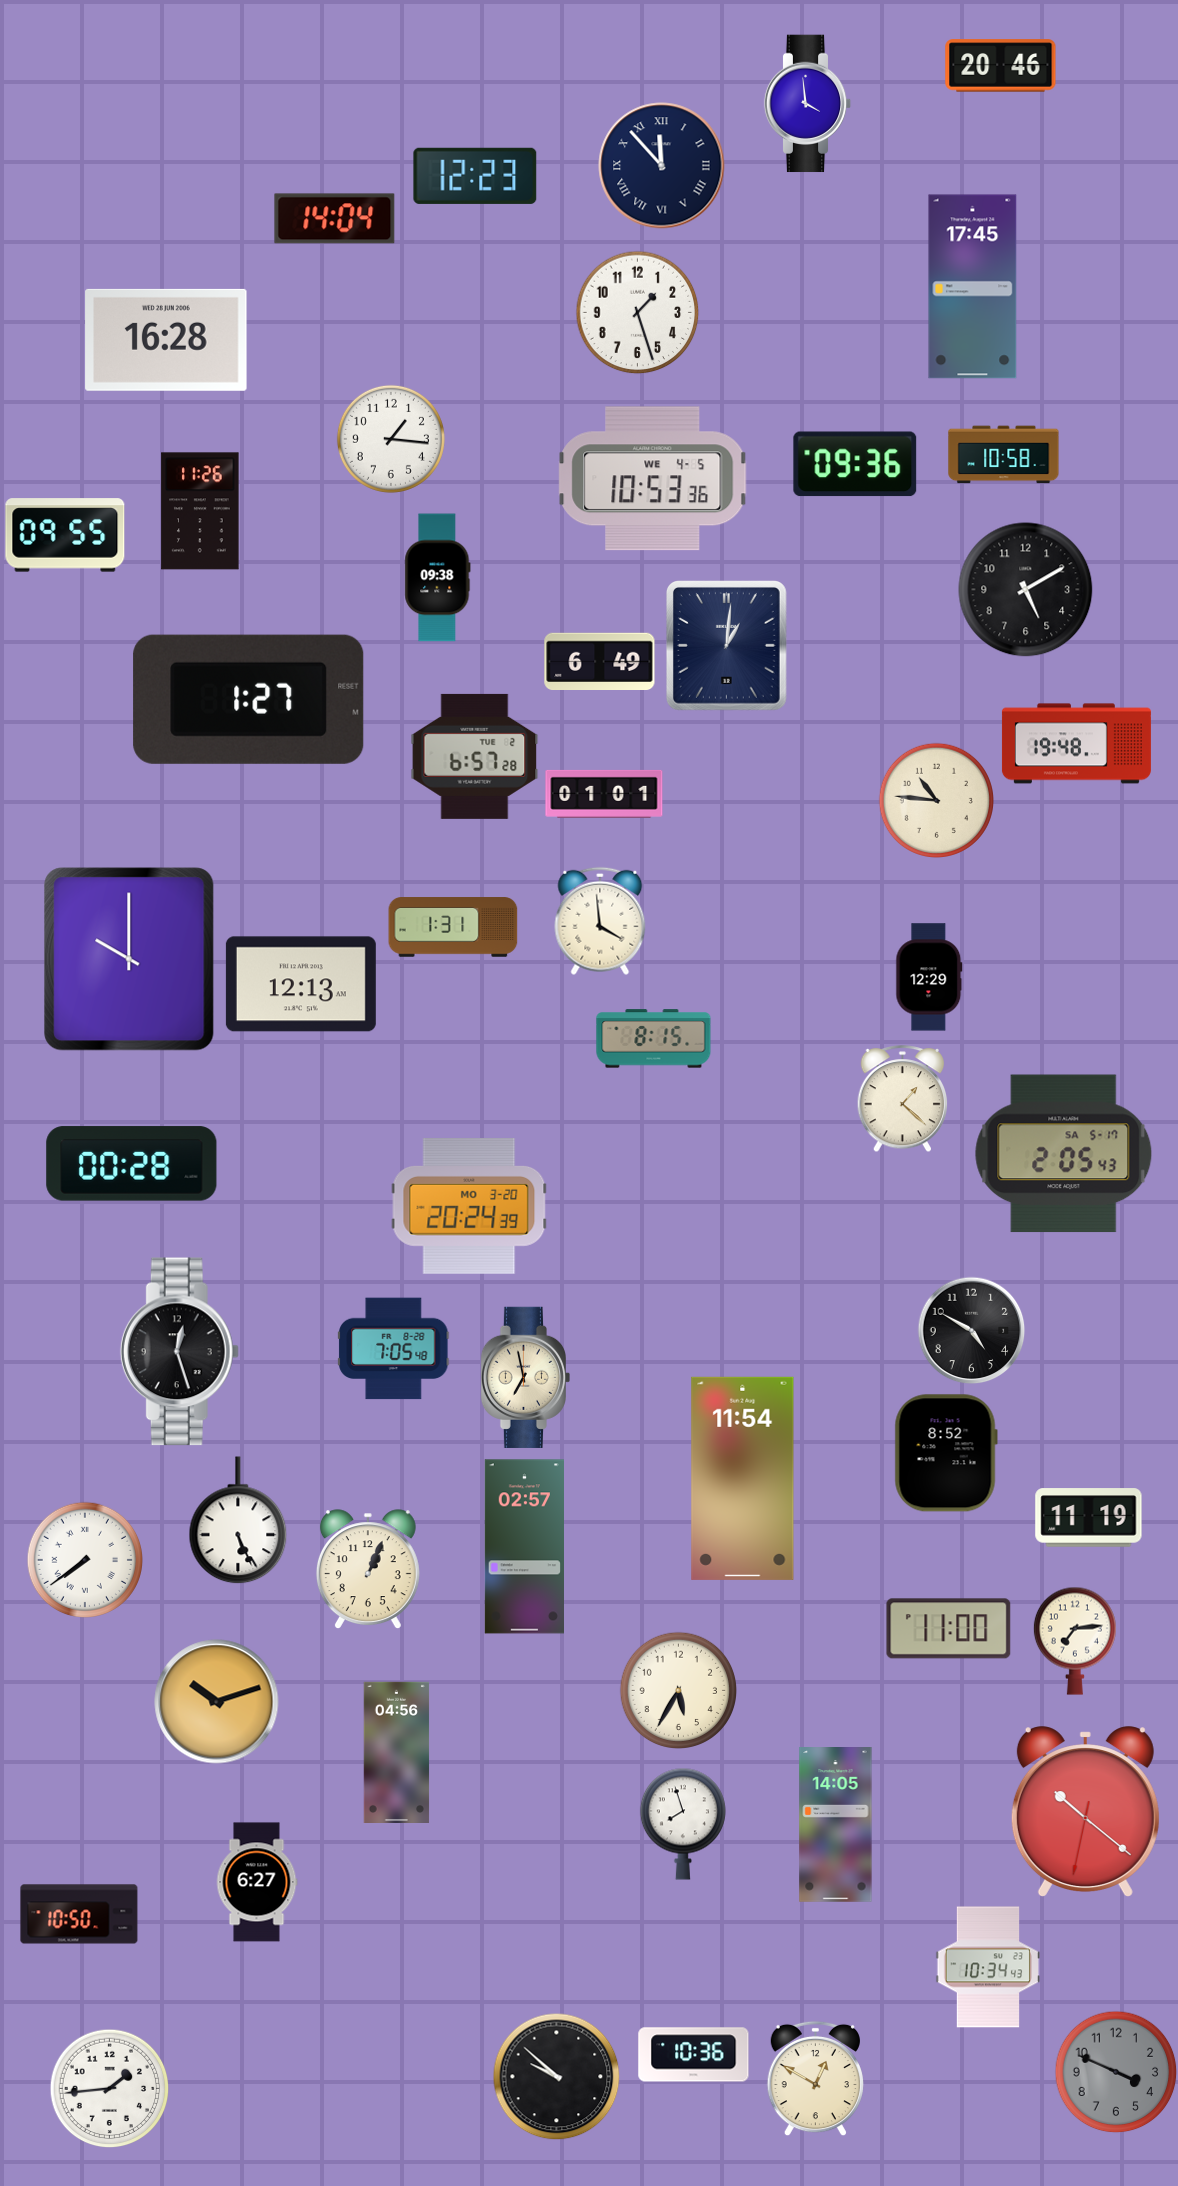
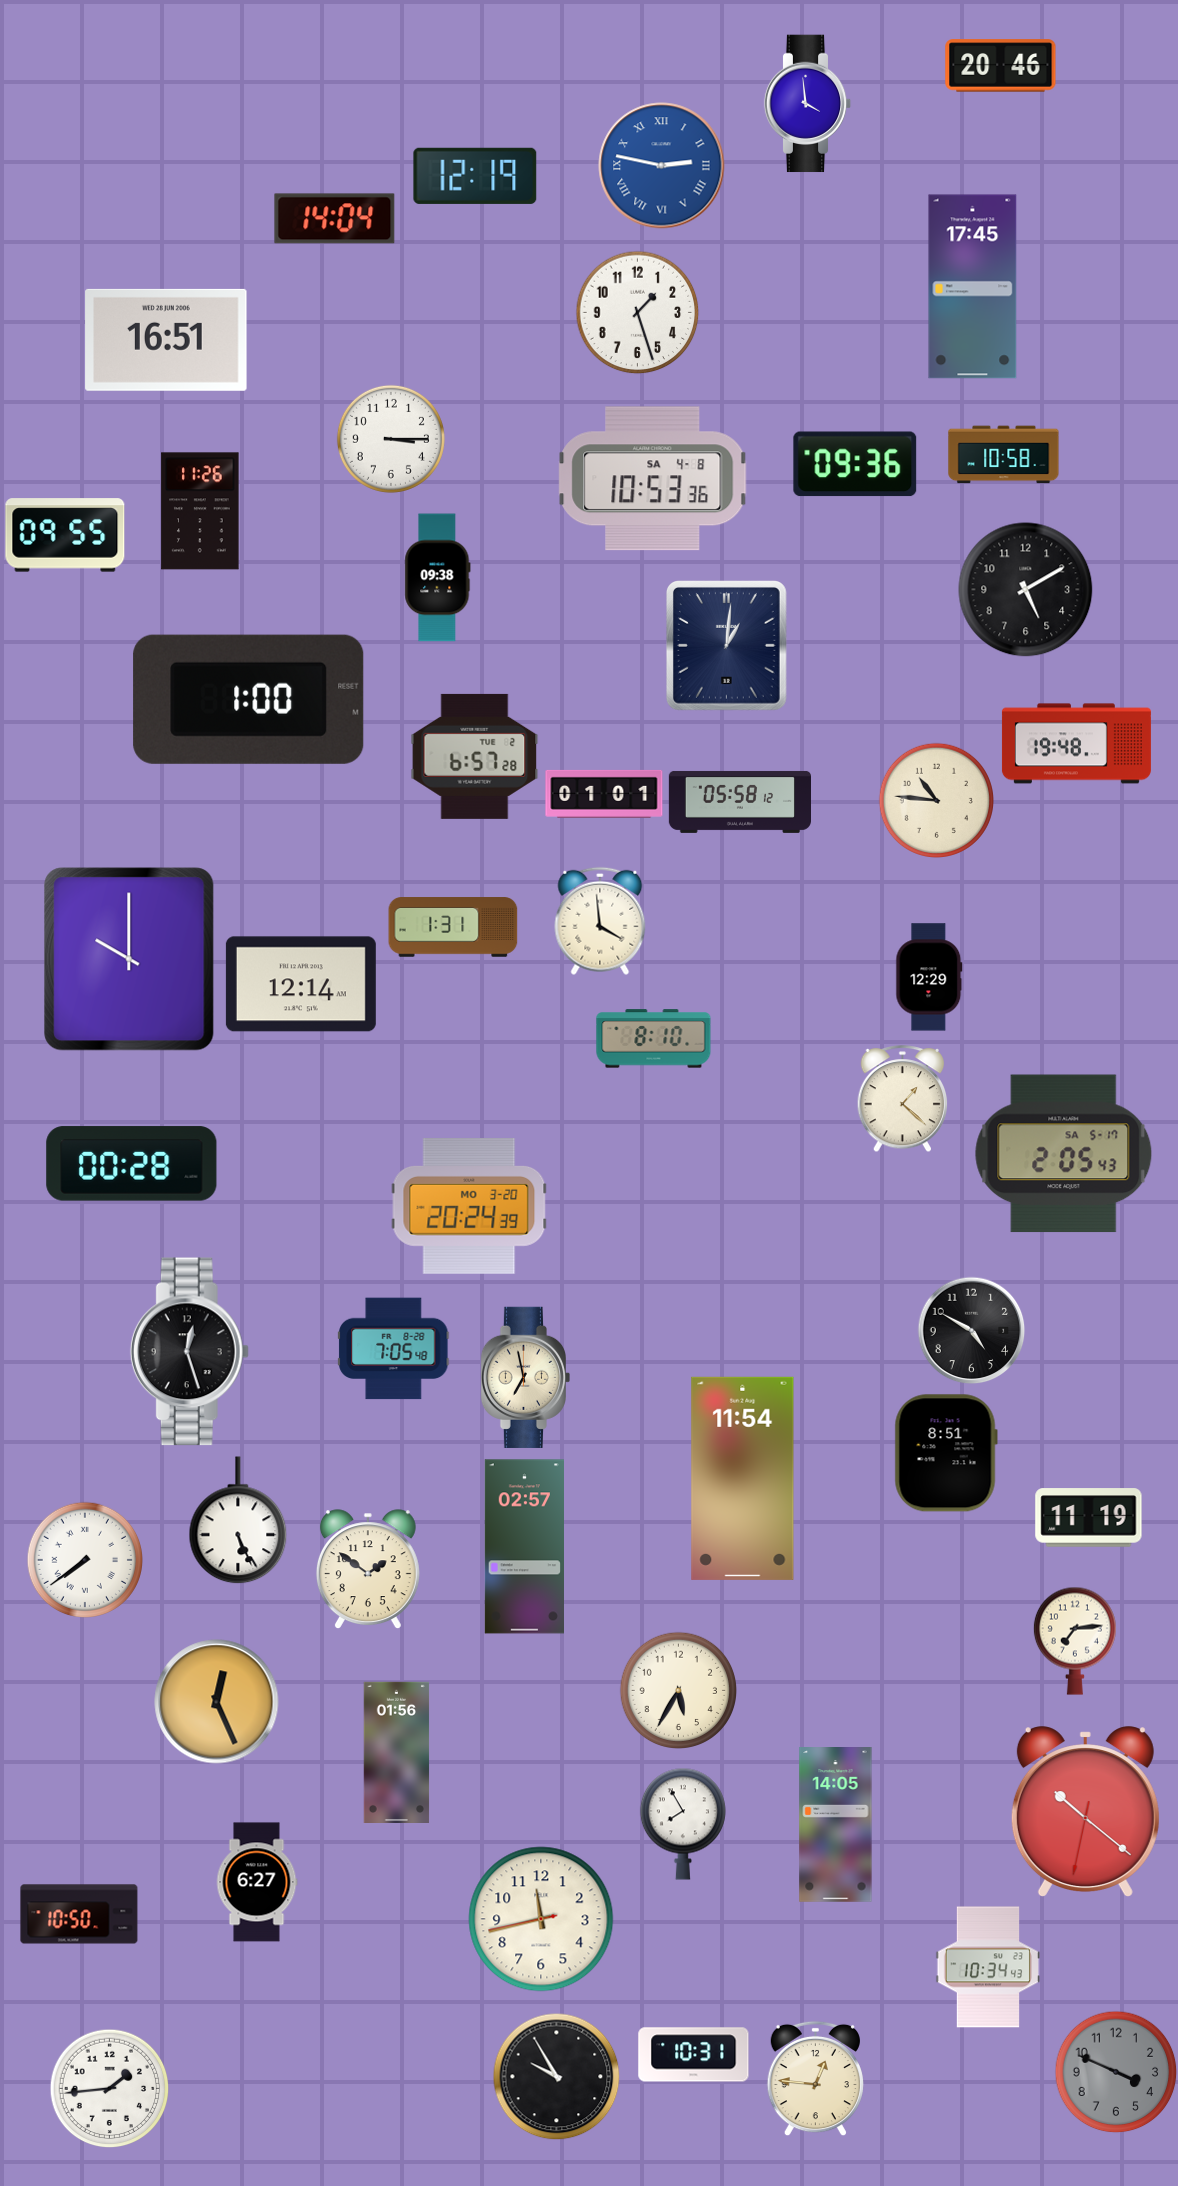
clock at (662, 166): 11:53 -> 2:47
clock at (662, 166) dial: navy -> blue
clock at (475, 176): 12:23 -> 12:19
clock at (166, 340): 16:28 -> 16:51
clock at (391, 439): 1:16 -> 3:15
clock at (653, 479) date: WE 4-5 -> SA 4-8
clock at (600, 661): 6:49 -> none
clock at (249, 699): 1:27 -> 1:00
clock at (739, 802): none -> 05:58
clock at (301, 984): 12:13 -> 12:14
clock at (654, 1039): 8:15 -> 8:10
clock at (179, 1352) position: (179, 1352) -> (189, 1352)
clock at (946, 1453): 8:52 -> 8:51
clock at (368, 1569): 1:04 -> 1:51
clock at (949, 1629): 11:00 -> none
clock at (217, 1702): 10:12 -> 12:26
clock at (397, 1752): 04:56 -> 01:56
clock at (683, 1824): 7:57 -> 7:55
clock at (541, 1919): none -> 11:42
clock at (694, 2055): 10:36 -> 10:31
clock at (556, 2076): 9:52 -> 9:55
clock at (815, 2078): 12:50 -> 12:46
